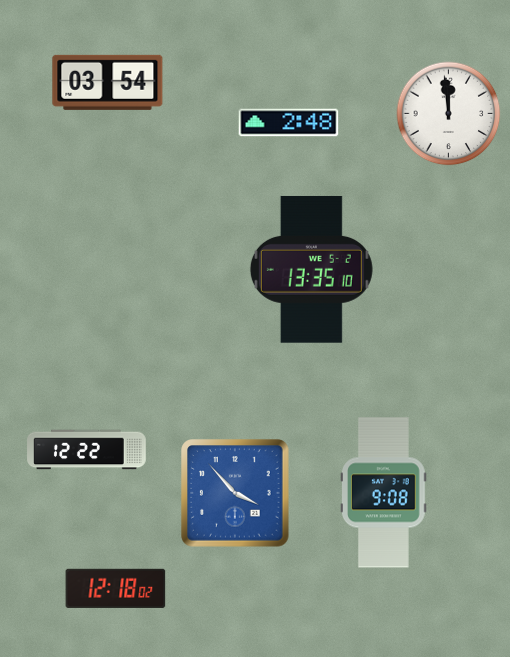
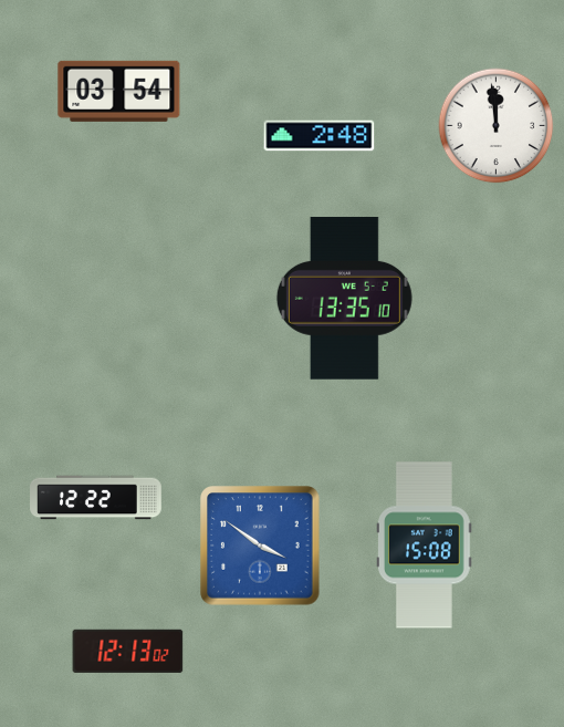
clock at (235, 493): 3:53 -> 3:51
clock at (384, 493): 9:08 -> 15:08
clock at (116, 588): 12:18 -> 12:13
